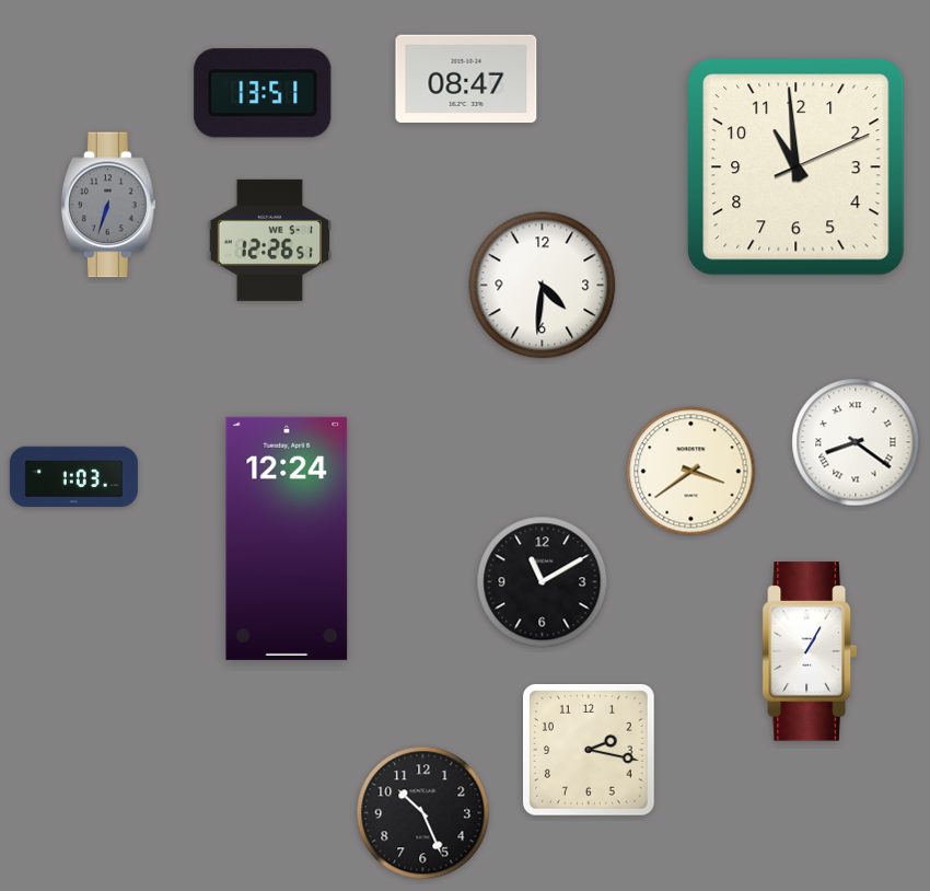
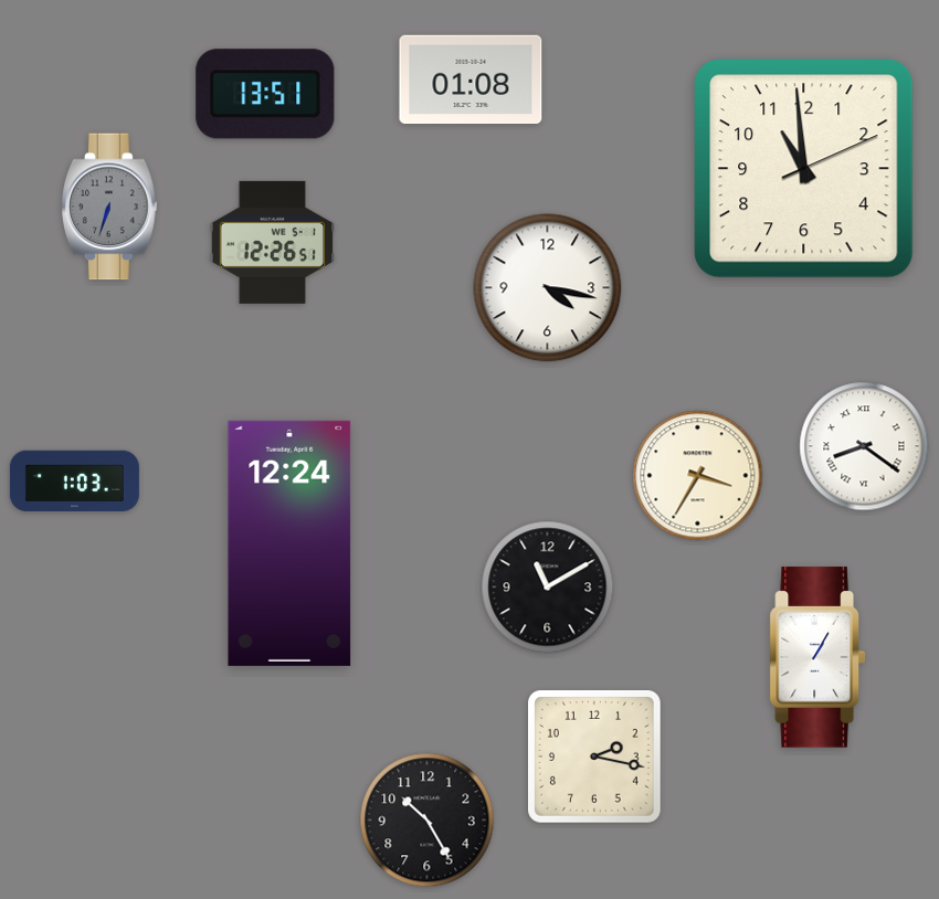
clock at (466, 79): 08:47 -> 01:08
clock at (543, 286): 4:31 -> 4:17
clock at (691, 472): 3:39 -> 3:35
clock at (423, 813): 10:26 -> 10:25
